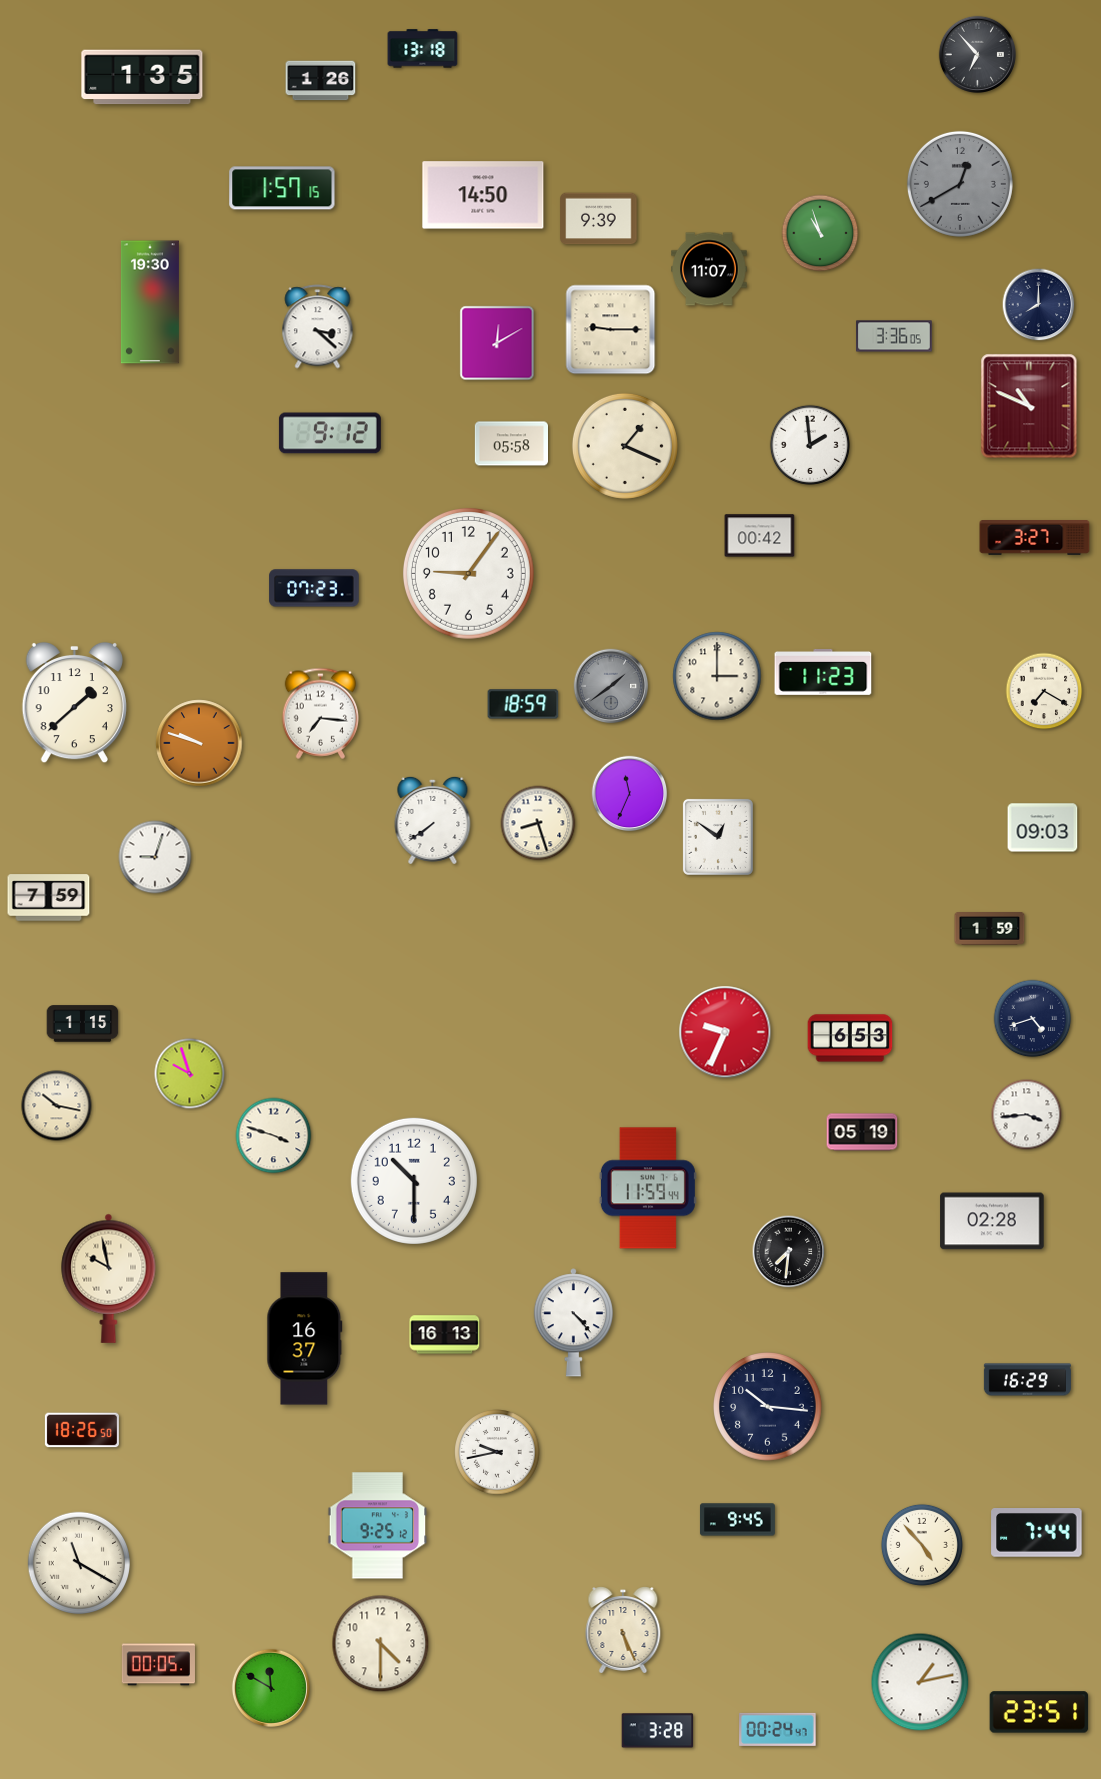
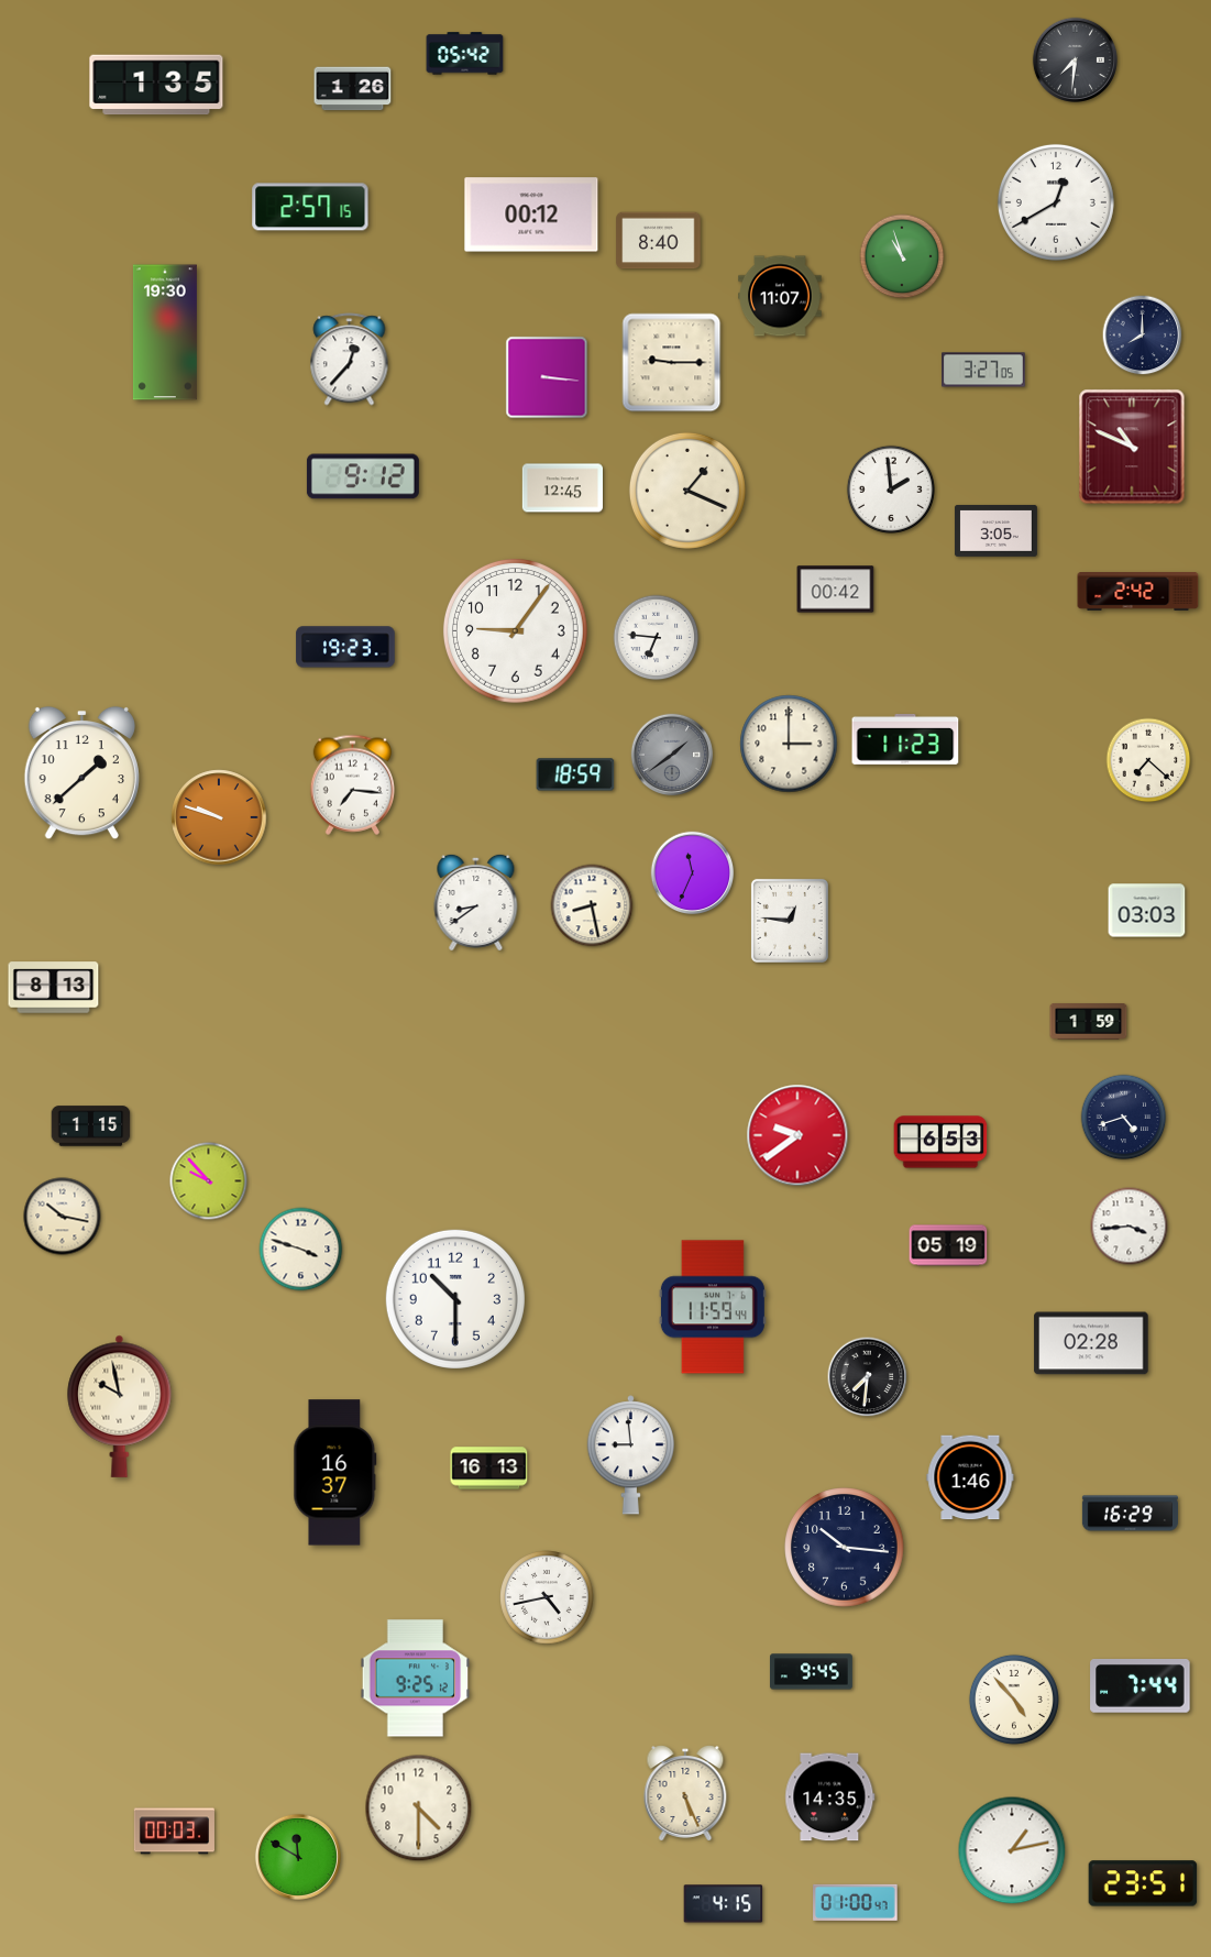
clock at (423, 49): 13:18 -> 05:42
clock at (977, 54): 6:53 -> 7:31
clock at (960, 184) dial: grey -> white
clock at (282, 188): 1:57 -> 2:57
clock at (483, 195): 14:50 -> 00:12
clock at (599, 219): 9:39 -> 8:40
clock at (318, 327): 3:22 -> 12:37
clock at (894, 336): 3:36 -> 3:27
clock at (497, 343): 12:10 -> 3:16
clock at (511, 444): 05:58 -> 12:45
clock at (995, 530): none -> 3:05
clock at (1035, 538): 3:27 -> 2:42
clock at (657, 638): none -> 6:46
clock at (314, 588): 07:23 -> 19:23
clock at (1044, 691): 7:20 -> 7:22
clock at (433, 820): 7:39 -> 8:39
clock at (538, 823): 8:27 -> 8:28
clock at (1043, 828): 09:03 -> 03:03
clock at (718, 837): 12:51 -> 12:46
clock at (155, 857): 9:03 -> none
clock at (49, 898): 7:59 -> 8:13
clock at (1033, 1019) position: (1033, 1019) -> (1124, 1118)
clock at (725, 1032): 9:34 -> 9:39
clock at (850, 1038) position: (850, 1038) -> (940, 1142)
clock at (190, 1074): 9:57 -> 9:53
clock at (573, 1323): 4:23 -> 8:59
clock at (970, 1477): none -> 1:46
clock at (1027, 1380) position: (1027, 1380) -> (1130, 1514)
clock at (82, 1430): 18:26 -> none
clock at (497, 1452): 9:43 -> 4:43
clock at (78, 1562): 11:20 -> none
clock at (830, 1797): none -> 14:35
clock at (158, 1665): 00:05 -> 00:03
clock at (778, 1729): 00:24 -> 01:00
clock at (658, 1731): 3:28 -> 4:15
